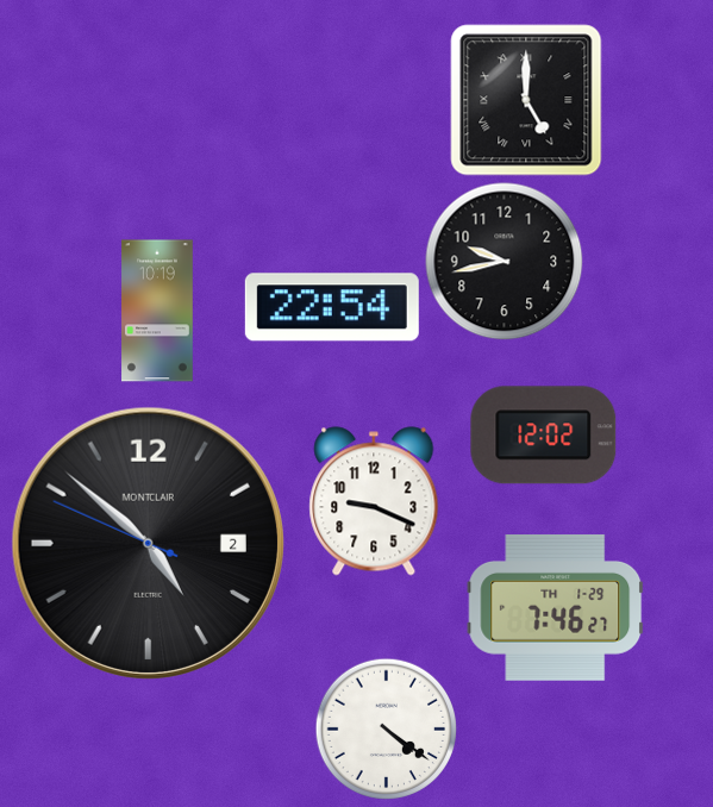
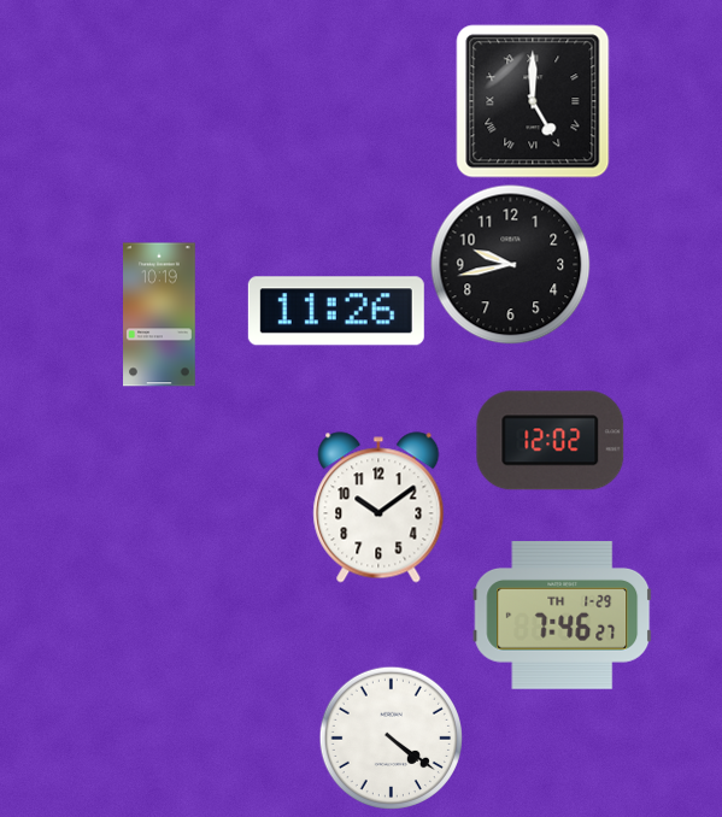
clock at (332, 307): 22:54 -> 11:26
clock at (374, 501): 9:19 -> 10:09
clock at (148, 543): 4:51 -> none
